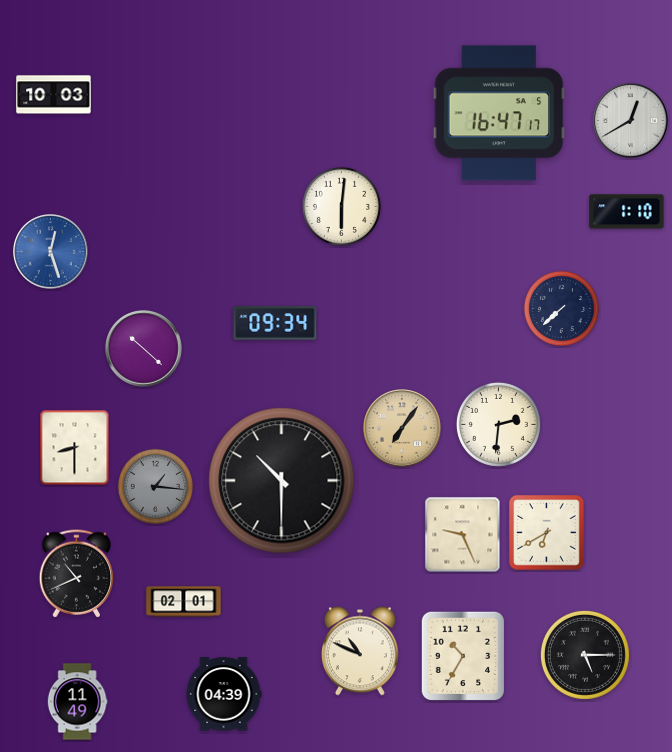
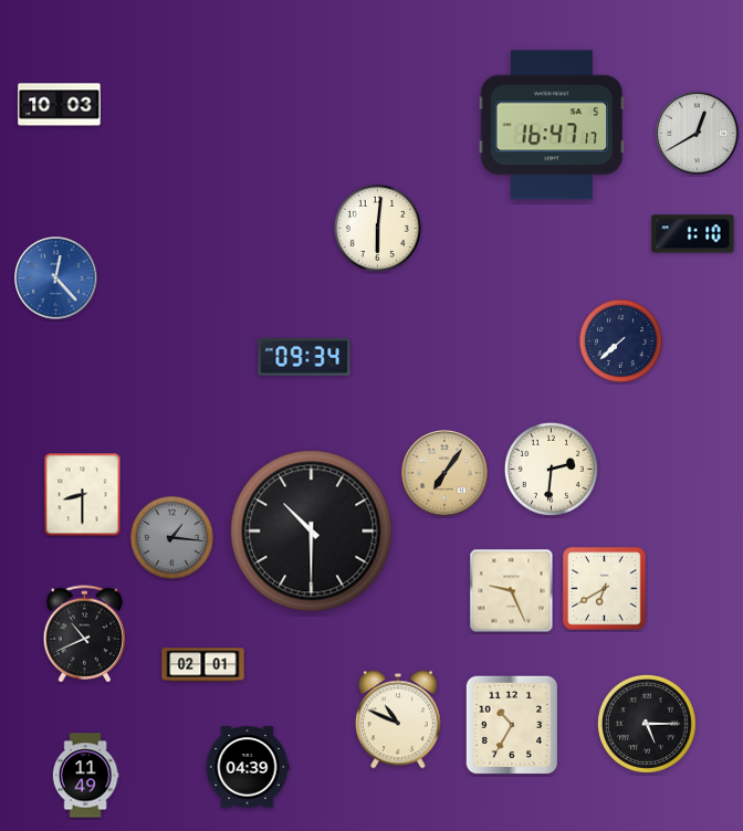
clock at (51, 252): 12:27 -> 12:23
clock at (144, 349): 10:22 -> none
